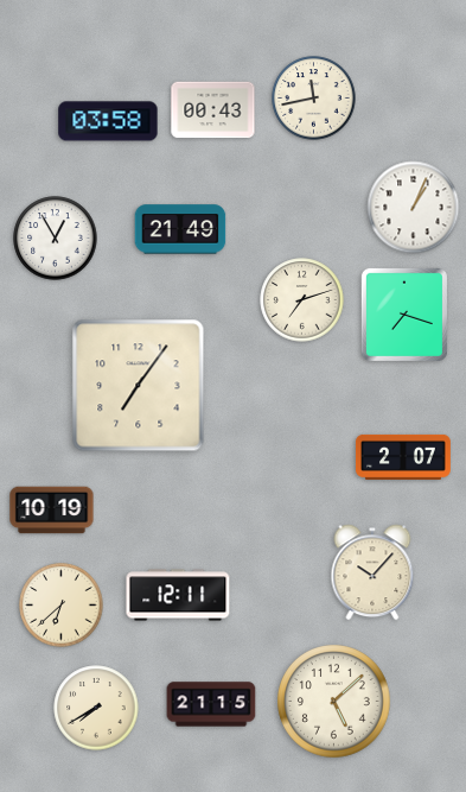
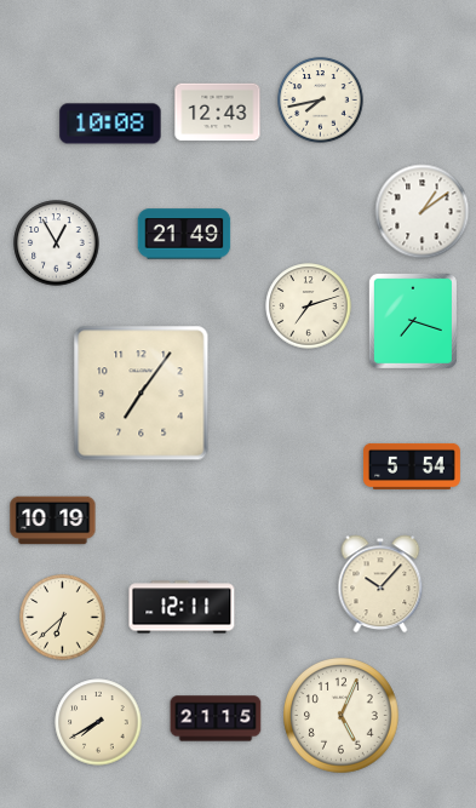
clock at (314, 99): 11:43 -> 7:43
clock at (213, 110): 00:43 -> 12:43
clock at (108, 121): 03:58 -> 10:08
clock at (414, 208): 1:04 -> 1:09
clock at (403, 457): 2:07 -> 5:54
clock at (334, 702): 5:08 -> 5:04
